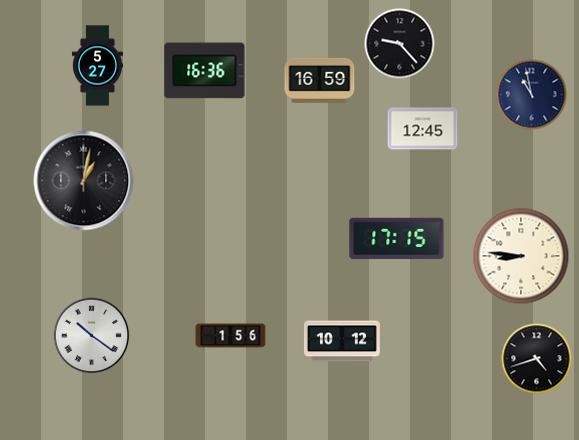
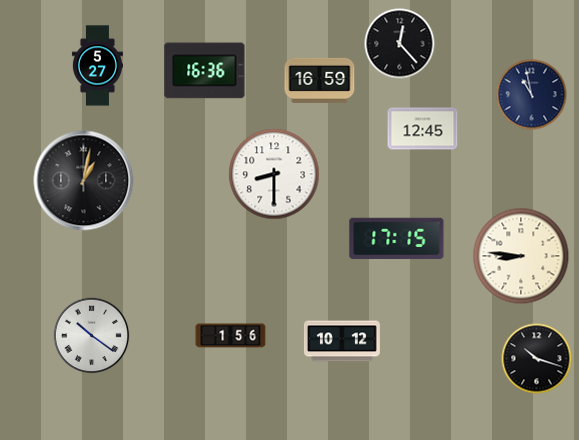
clock at (400, 44): 9:23 -> 12:23
clock at (274, 174): none -> 8:30
clock at (537, 359): 4:42 -> 10:18
